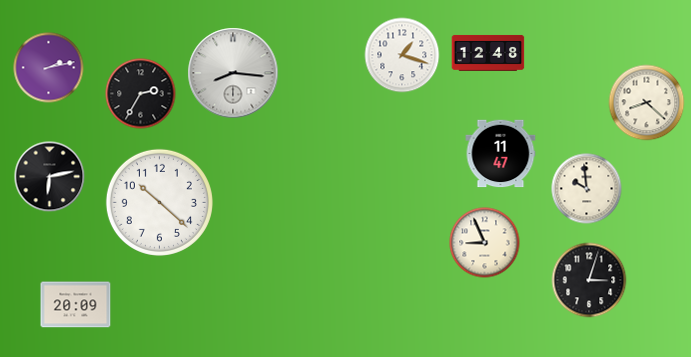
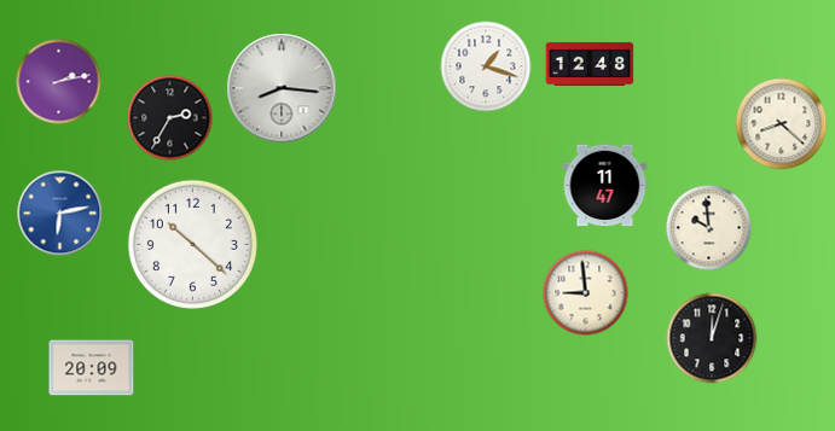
clock at (141, 94) position: (141, 94) -> (170, 118)
clock at (50, 177) dial: black -> blue
clock at (485, 243): 8:56 -> 8:59
clock at (589, 280): 3:03 -> 12:03
